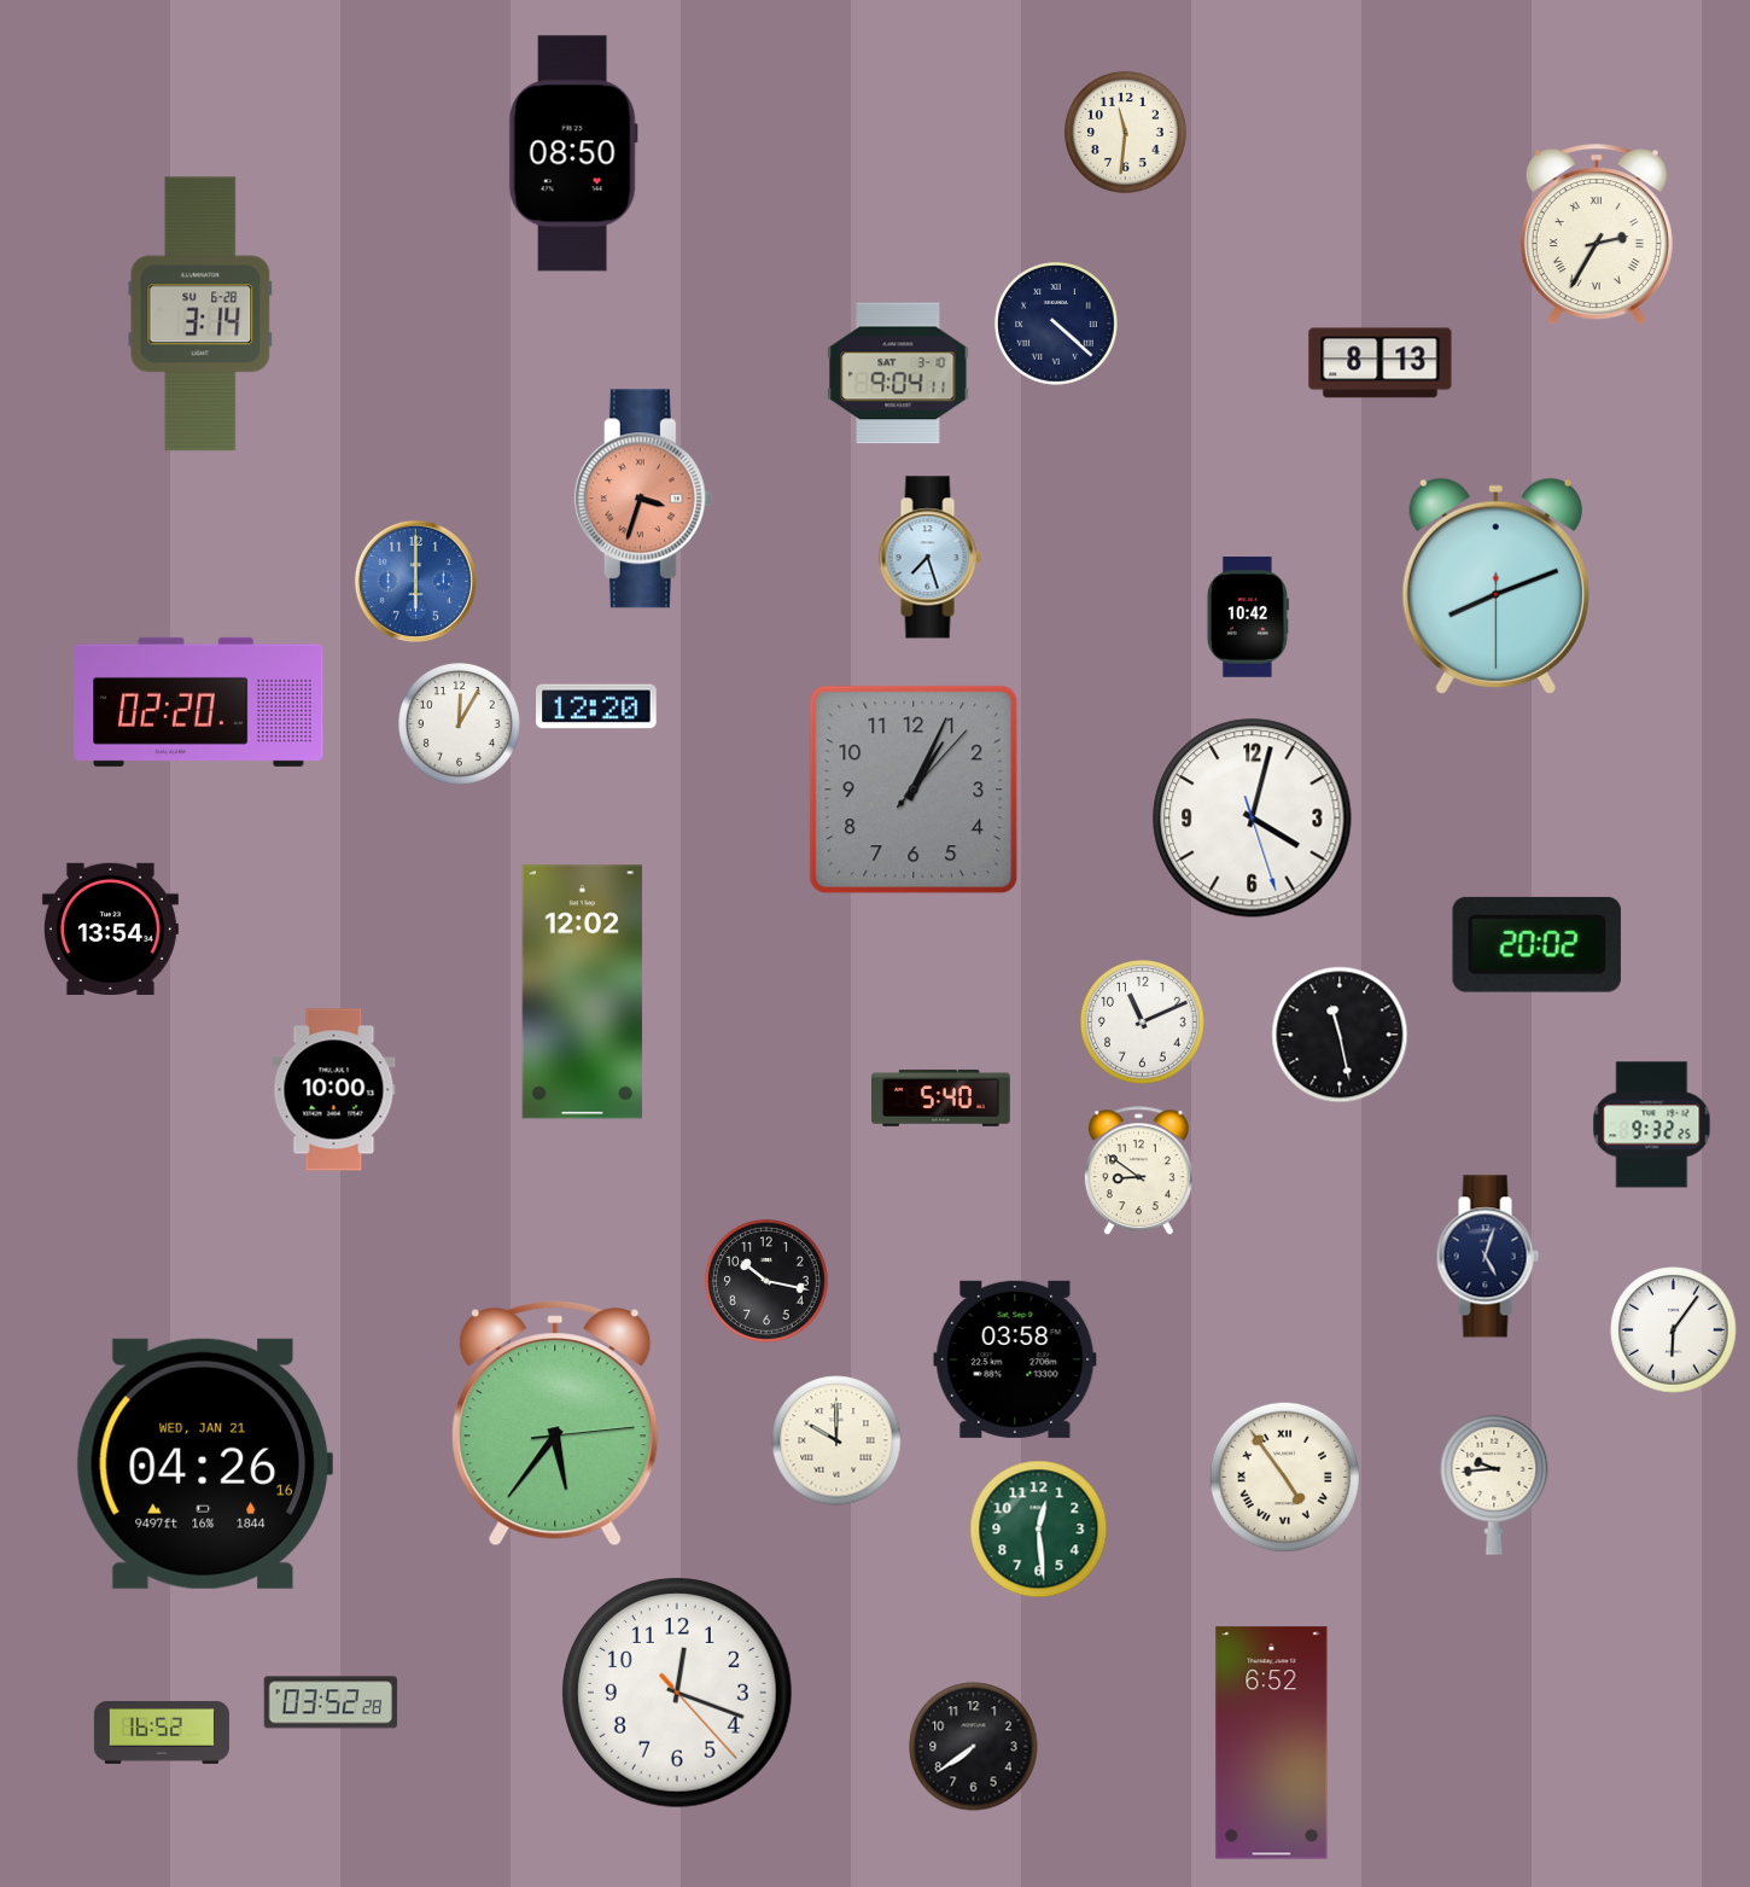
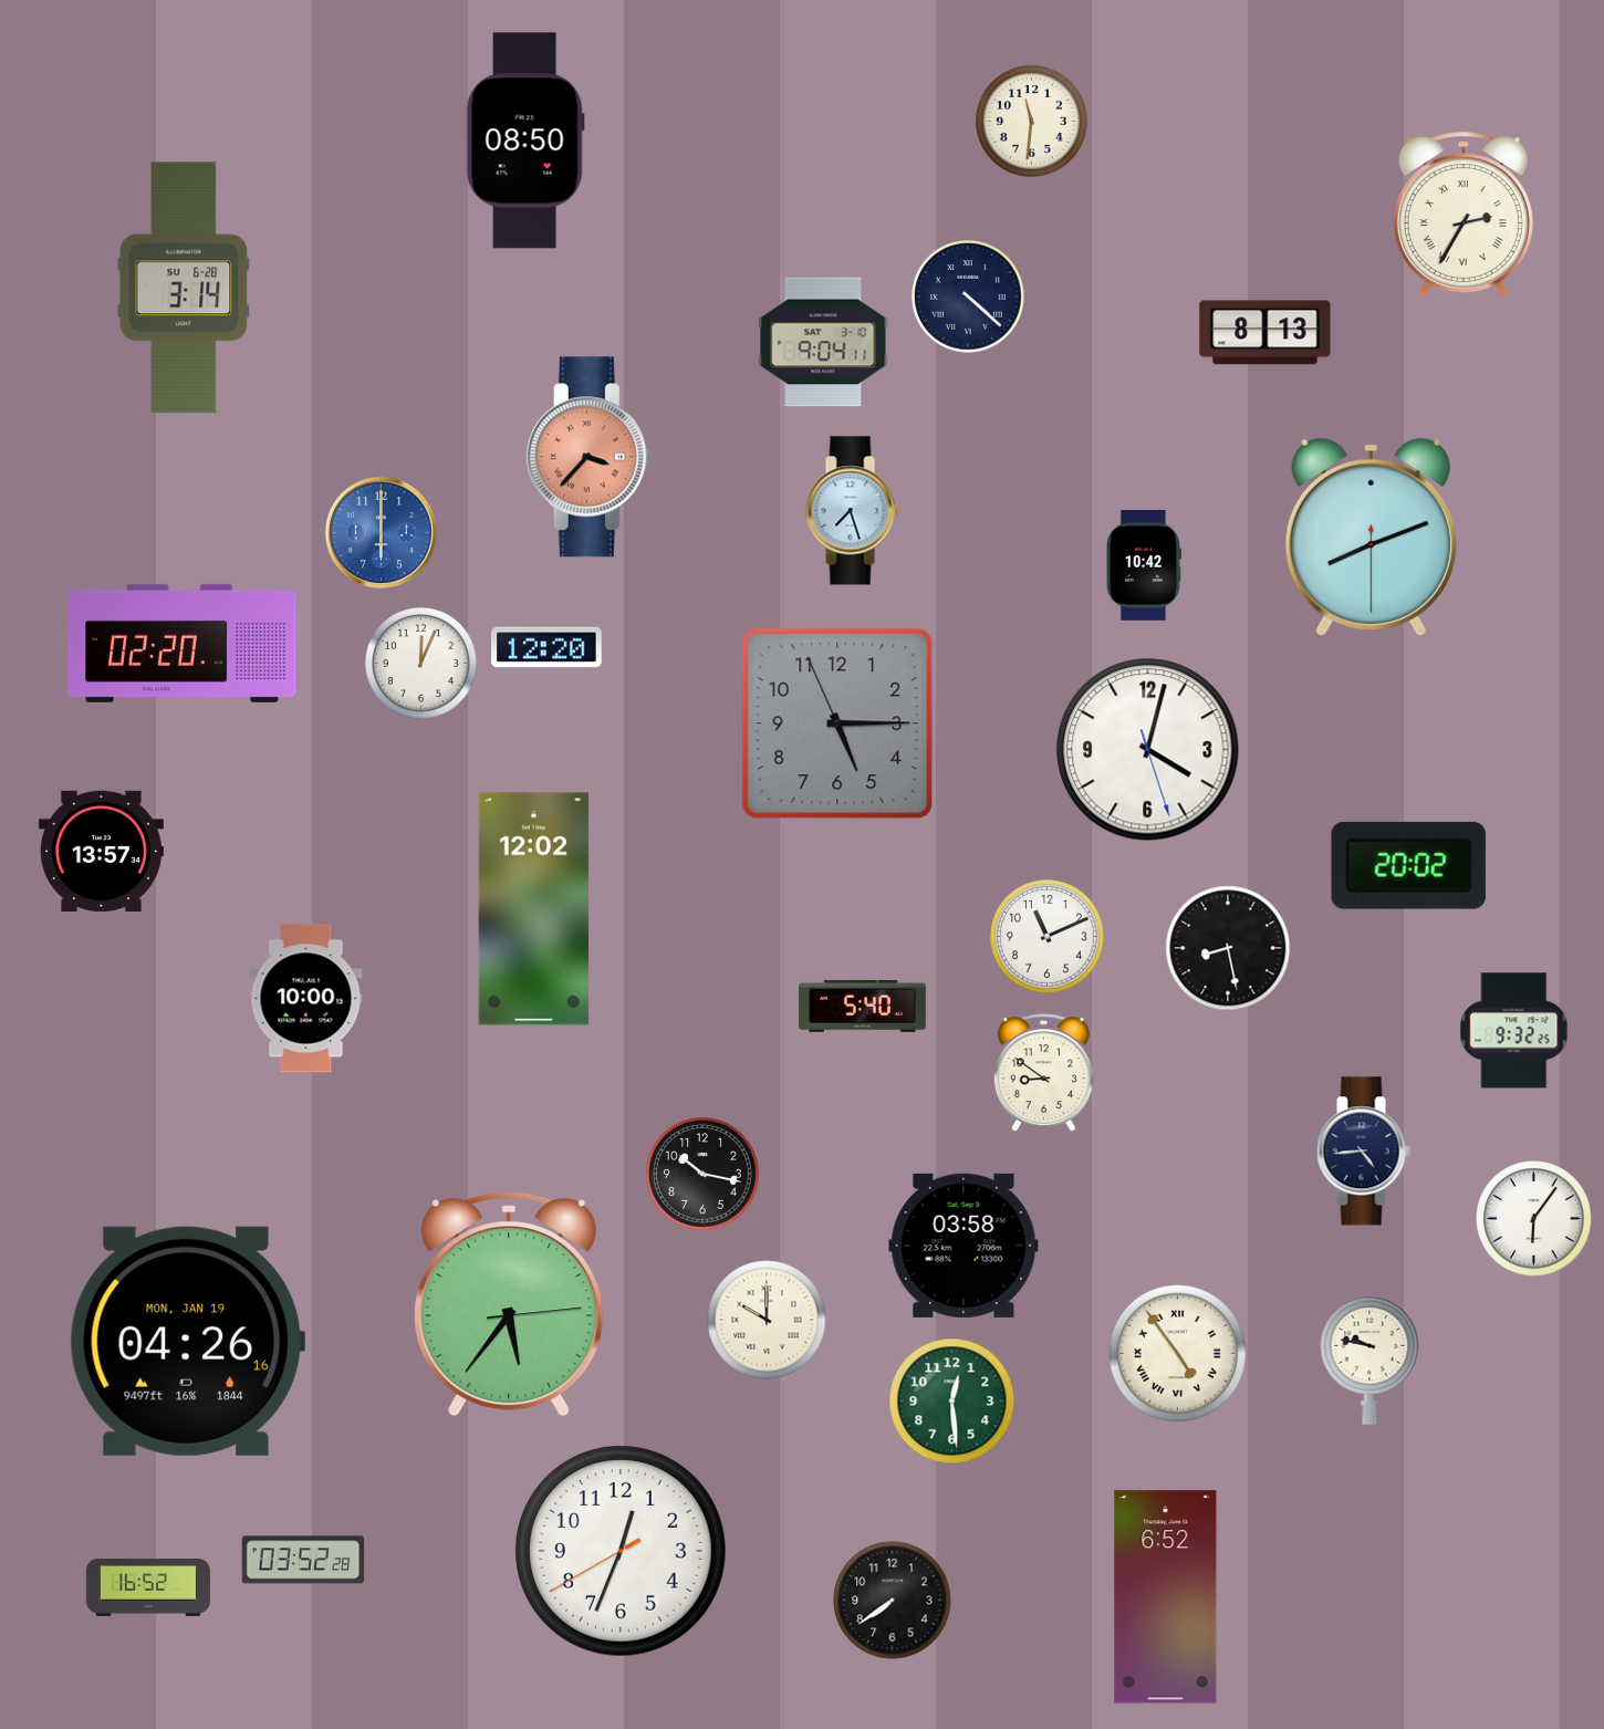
clock at (643, 499): 3:33 -> 3:37
clock at (459, 723): 12:05 -> 12:04
clock at (914, 790): 1:04 -> 5:14
clock at (110, 928): 13:54 -> 13:57
clock at (1340, 1035): 11:28 -> 8:28
clock at (1487, 1257): 5:03 -> 4:44
clock at (1015, 1359) position: (1015, 1359) -> (964, 1246)
clock at (204, 1463) date: WED, JAN 21 -> MON, JAN 19
clock at (1494, 1485): 9:44 -> 9:47
clock at (677, 1693): 12:18 -> 12:33
